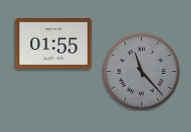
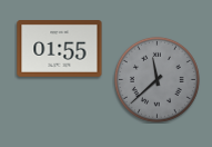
clock at (141, 71): 11:23 -> 11:38
